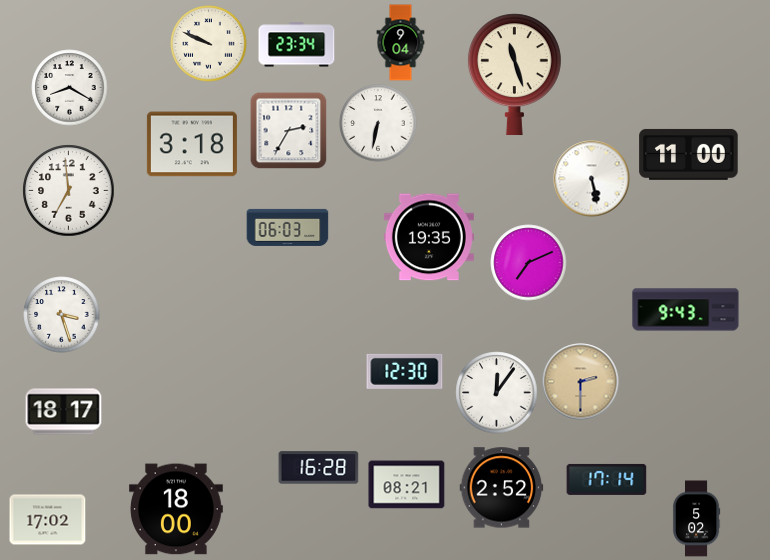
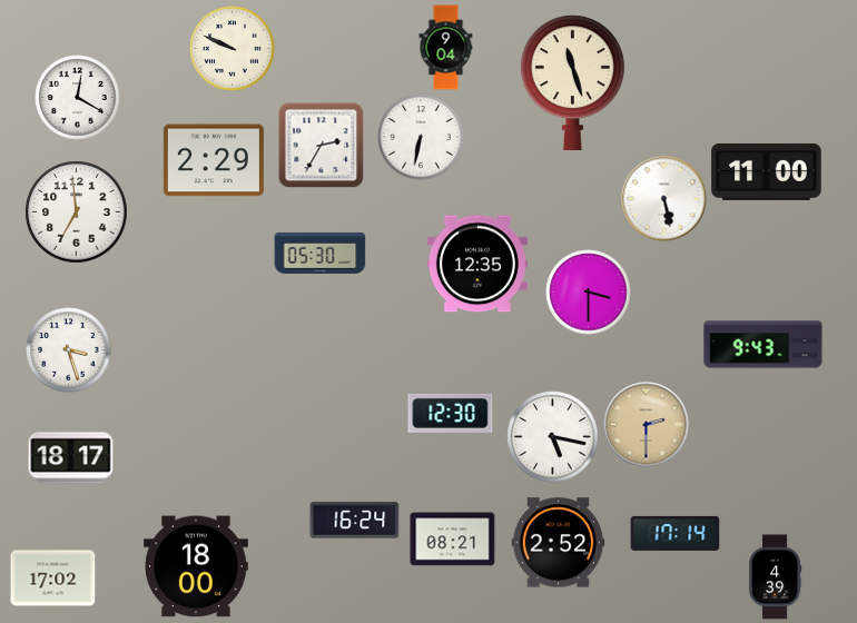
clock at (297, 45): 23:34 -> none
clock at (70, 88): 8:20 -> 12:20
clock at (192, 144): 3:18 -> 2:29
clock at (592, 179) position: (592, 179) -> (664, 199)
clock at (288, 227): 06:03 -> 05:30
clock at (429, 237): 19:35 -> 12:35
clock at (529, 263): 7:11 -> 3:30
clock at (497, 393): 12:06 -> 5:17
clock at (319, 468): 16:28 -> 16:24
clock at (696, 519): 5:02 -> 4:39
